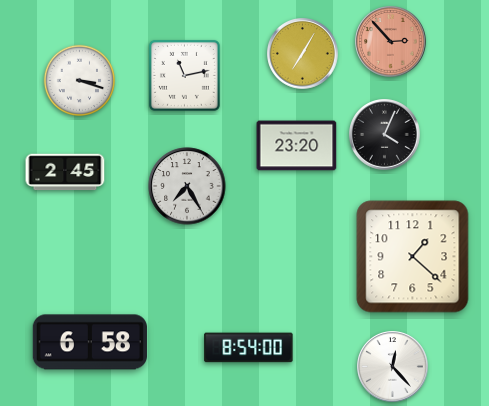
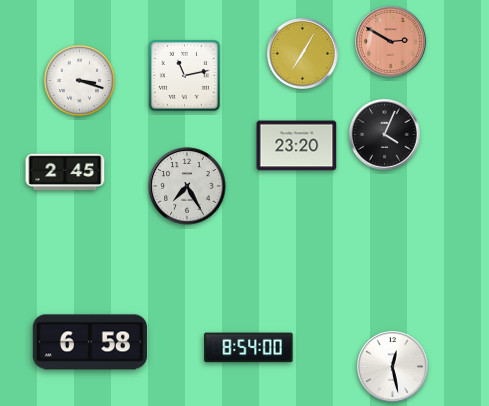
clock at (391, 42): 2:53 -> 2:50
clock at (413, 257): 1:22 -> none
clock at (393, 367): 12:23 -> 12:28
